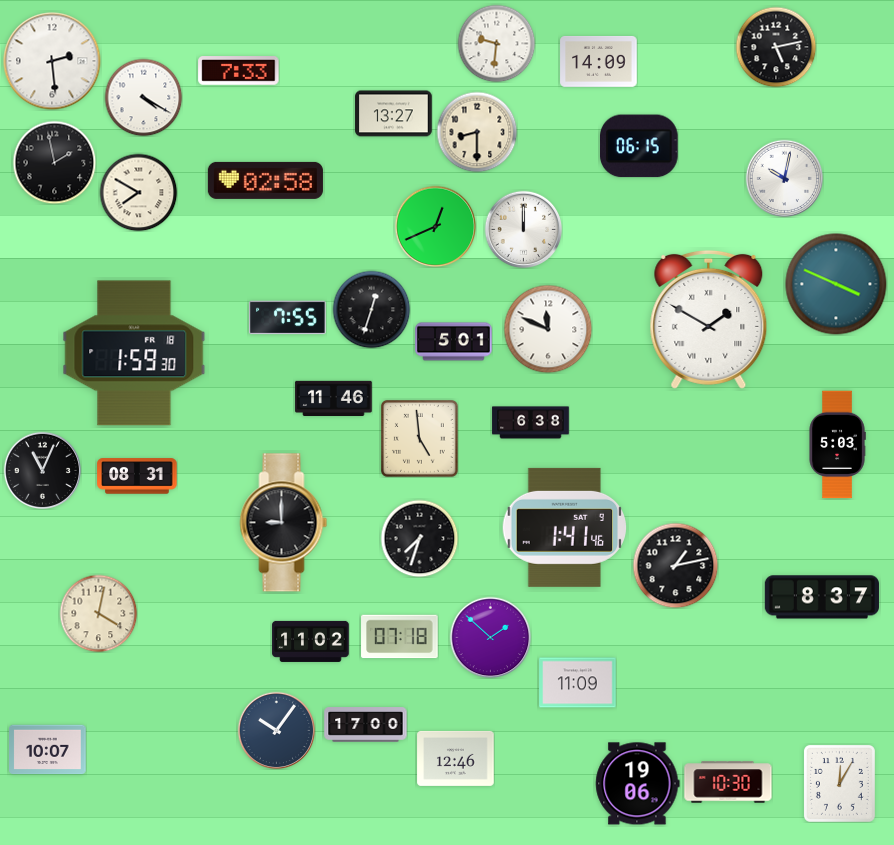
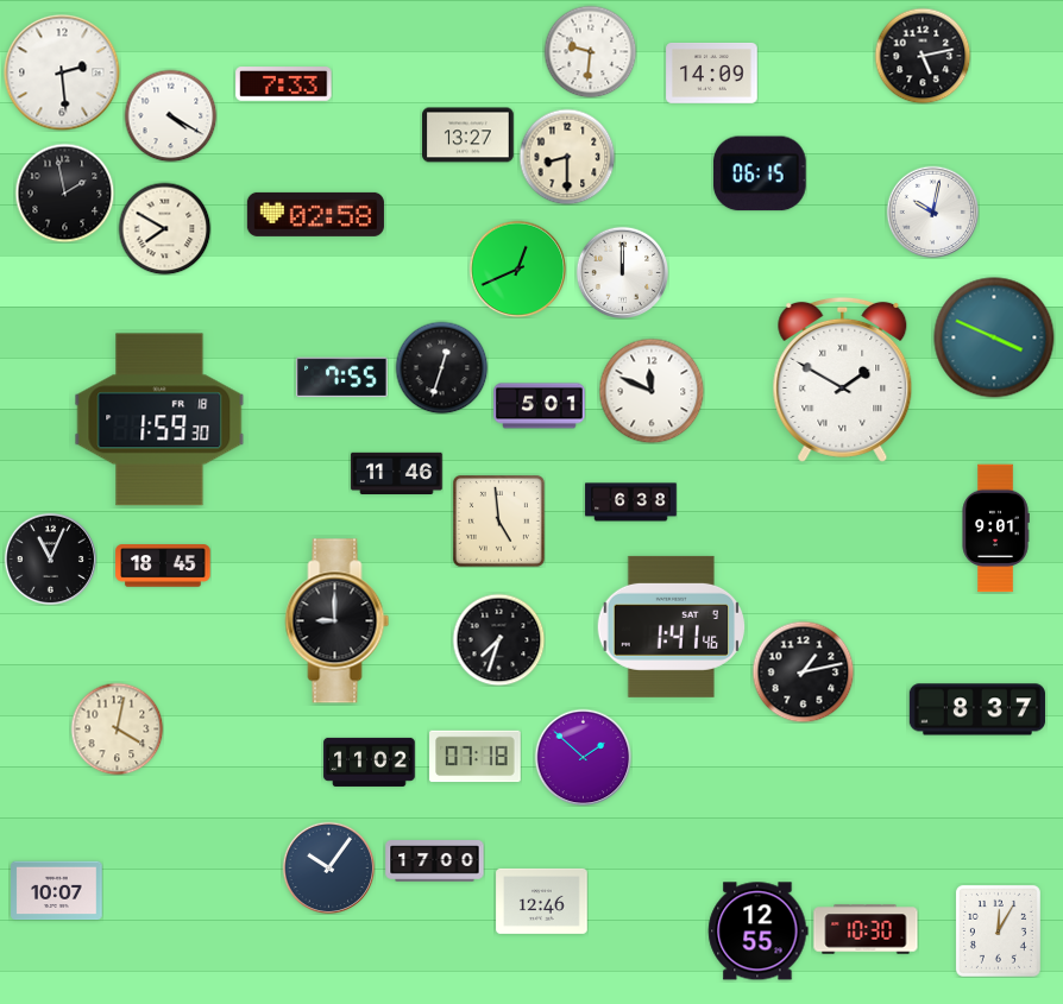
clock at (837, 445): 5:03 -> 9:01
clock at (137, 476): 08:31 -> 18:45
clock at (578, 683): 11:09 -> none
clock at (638, 784): 19:06 -> 12:55
